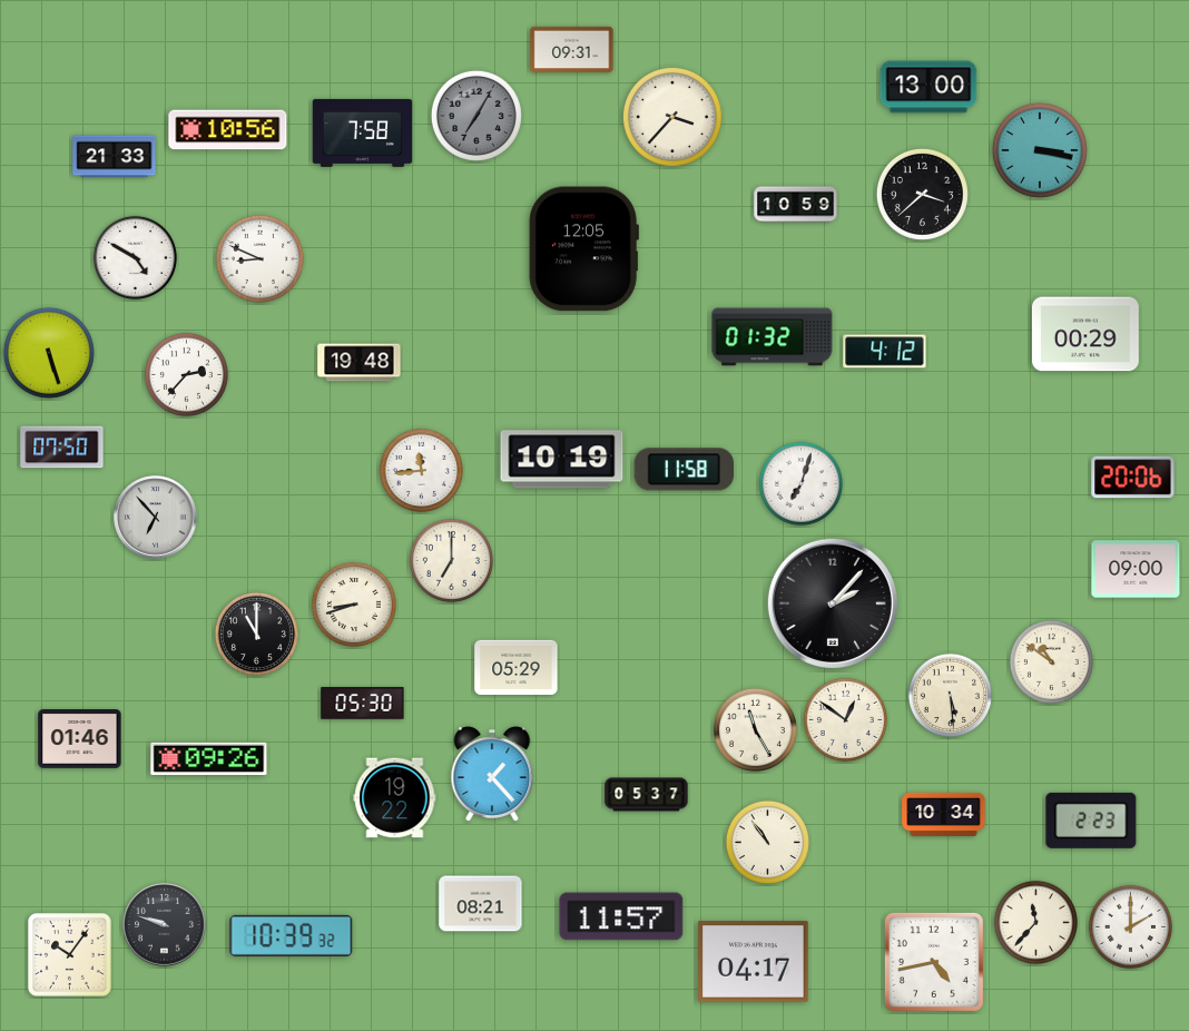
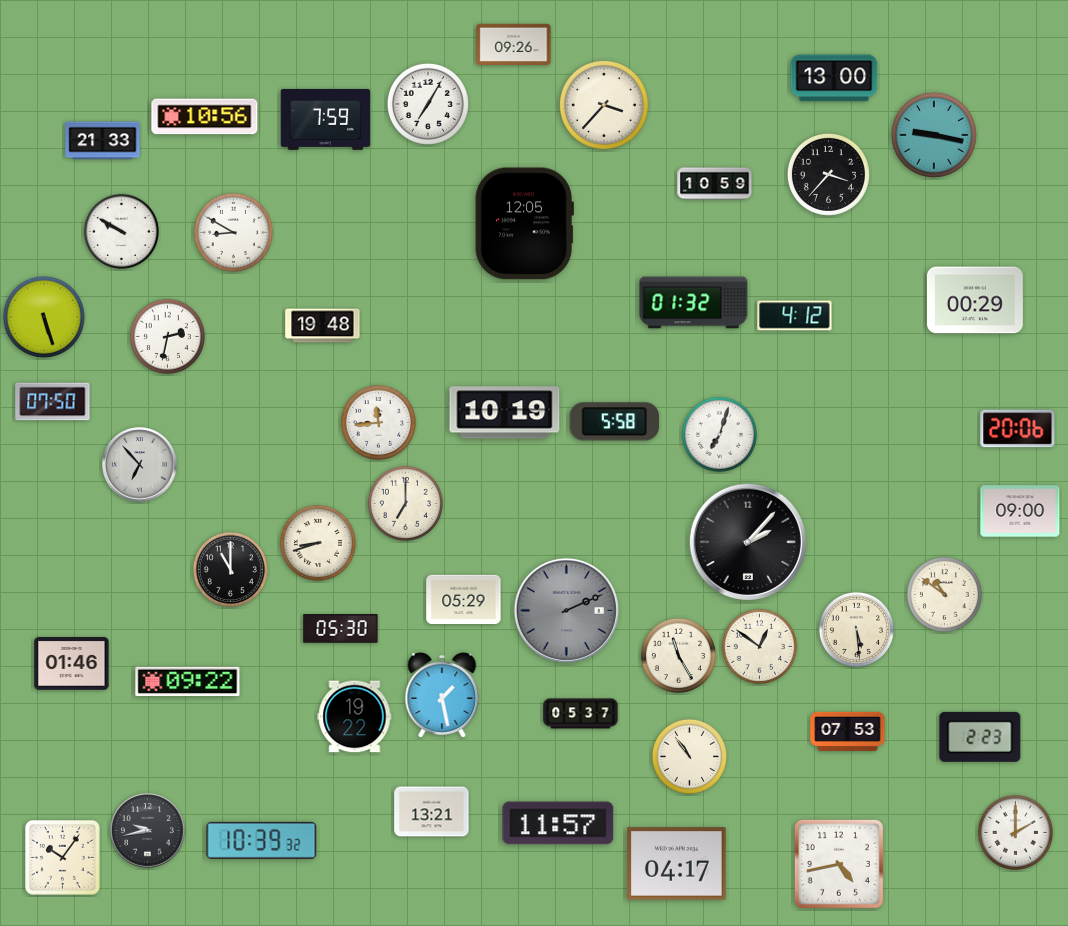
clock at (572, 49): 09:31 -> 09:26
clock at (476, 116) dial: grey -> white
clock at (363, 132): 7:58 -> 7:59
clock at (1040, 150): 3:17 -> 9:17
clock at (922, 194): 3:38 -> 3:37
clock at (135, 257): 4:50 -> 9:50
clock at (259, 258): 8:49 -> 8:50
clock at (186, 374): 2:37 -> 2:32
clock at (62, 448) position: (62, 448) -> (53, 402)
clock at (684, 470): 11:58 -> 5:58
clock at (566, 610): none -> 2:11
clock at (950, 695) position: (950, 695) -> (856, 629)
clock at (363, 704) position: (363, 704) -> (341, 629)
clock at (209, 759): 09:26 -> 09:22
clock at (492, 774): 1:23 -> 1:28
clock at (944, 814): 10:34 -> 07:53
clock at (481, 904): 08:21 -> 13:21
clock at (1035, 922): 11:37 -> none
clock at (165, 925): 9:48 -> 9:43
